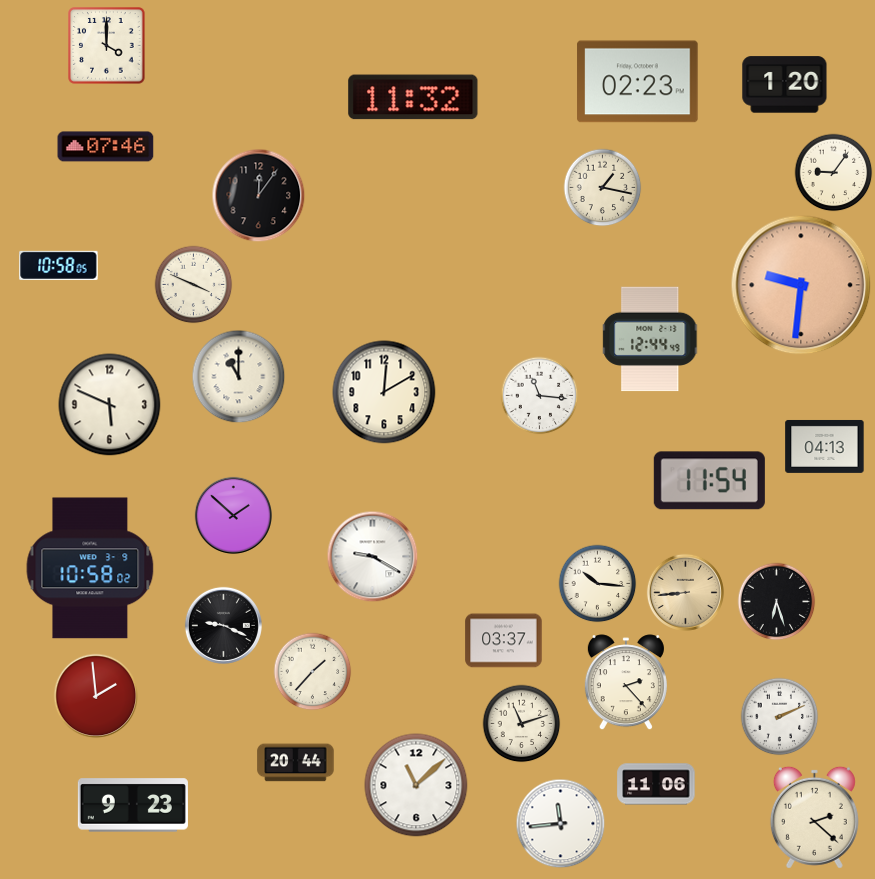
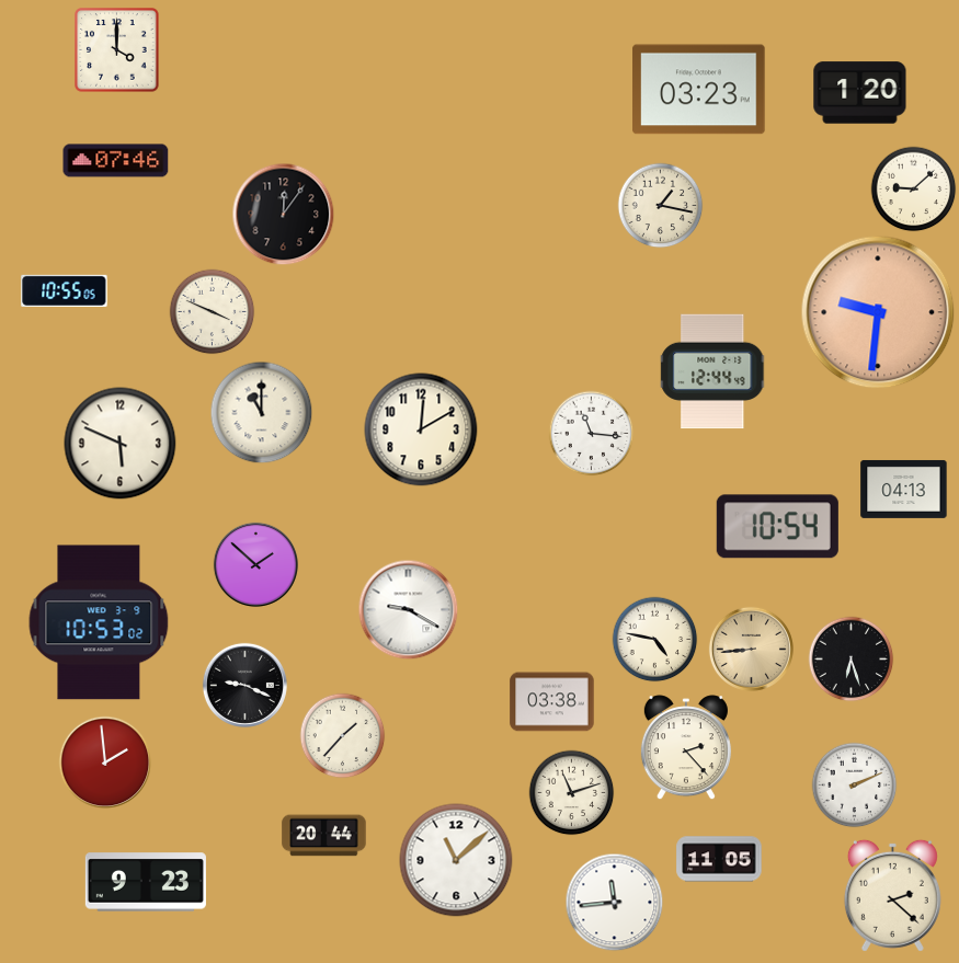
clock at (638, 82): 02:23 -> 03:23
clock at (413, 97): 11:32 -> none
clock at (833, 172): 9:06 -> 9:08
clock at (59, 265): 10:58 -> 10:55
clock at (709, 481): 11:54 -> 10:54
clock at (90, 568): 10:58 -> 10:53
clock at (597, 583): 10:16 -> 4:47
clock at (504, 641): 03:37 -> 03:38
clock at (656, 784): 11:06 -> 11:05
